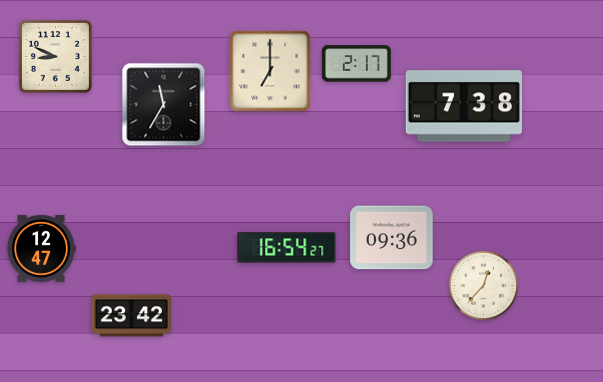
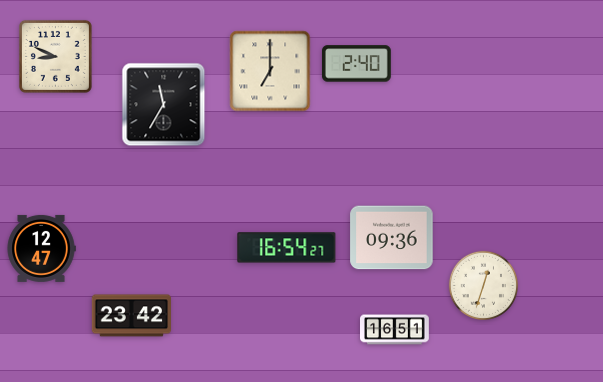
clock at (356, 64): 2:17 -> 2:40
clock at (464, 106): 7:38 -> none
clock at (483, 285): 12:37 -> 12:33
clock at (395, 330): none -> 16:51
